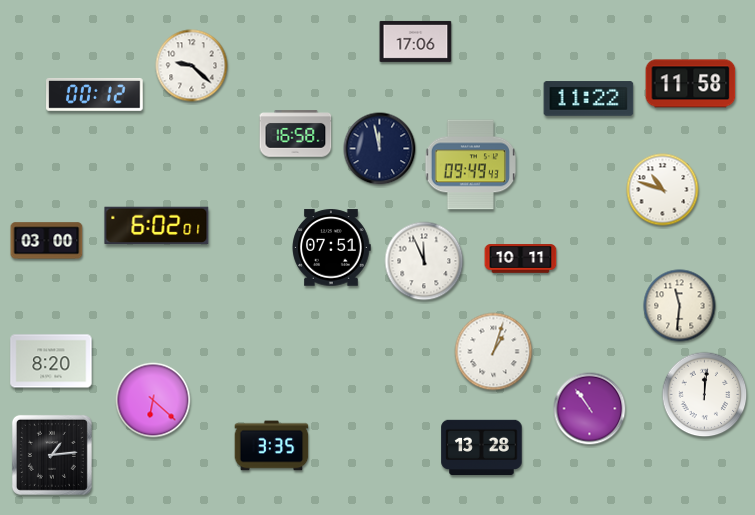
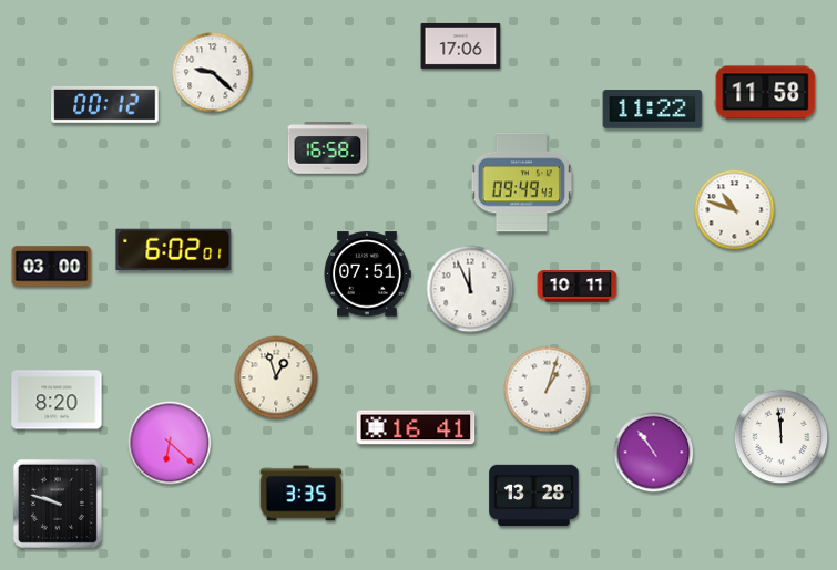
clock at (380, 149): 11:58 -> none
clock at (680, 306): 11:31 -> none
clock at (276, 377): none -> 12:57
clock at (416, 427): none -> 16:41
clock at (705, 395): 12:01 -> 11:59
clock at (52, 455): 1:14 -> 9:48
